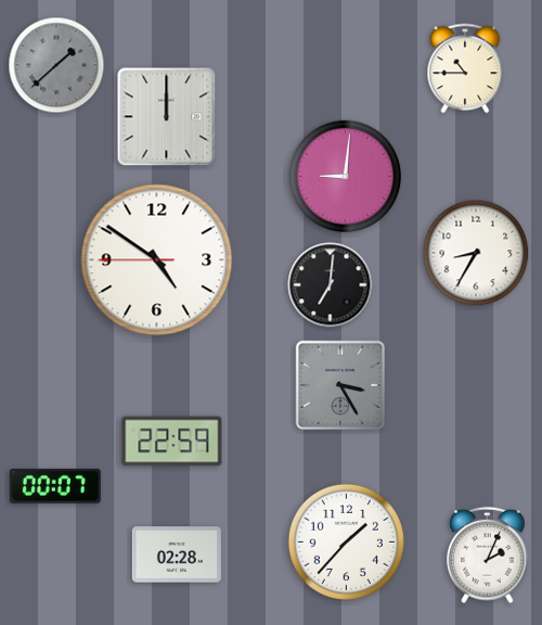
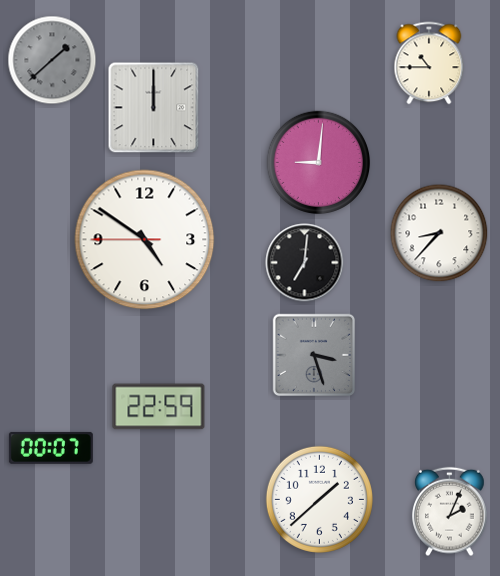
clock at (476, 253): 8:35 -> 8:37
clock at (340, 385): 3:25 -> 3:27
clock at (346, 541): 1:37 -> 1:38
clock at (177, 554): 02:28 -> none
